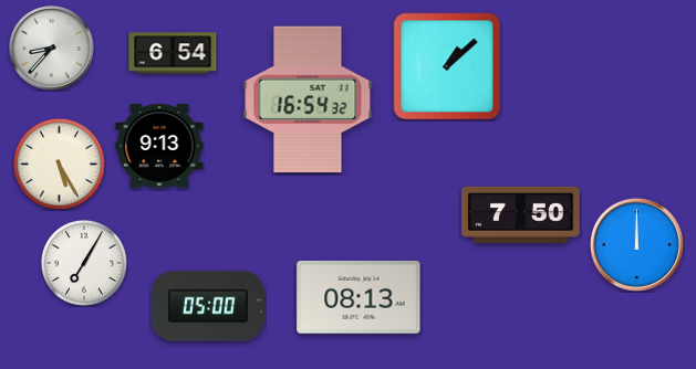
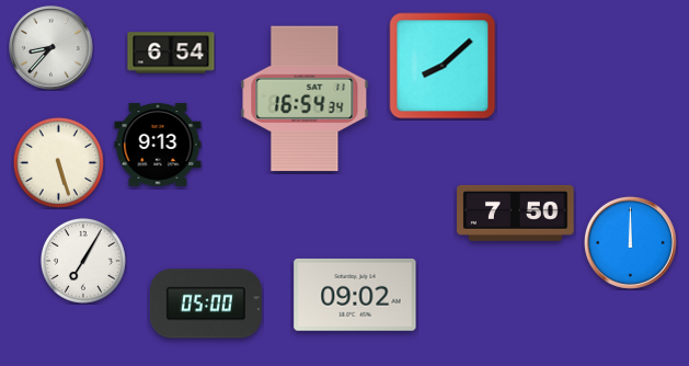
clock at (447, 66): 1:08 -> 8:08
clock at (308, 99): 16:54:32 -> 16:54:34
clock at (59, 164): 5:25 -> 5:27
clock at (359, 297): 08:13 -> 09:02
